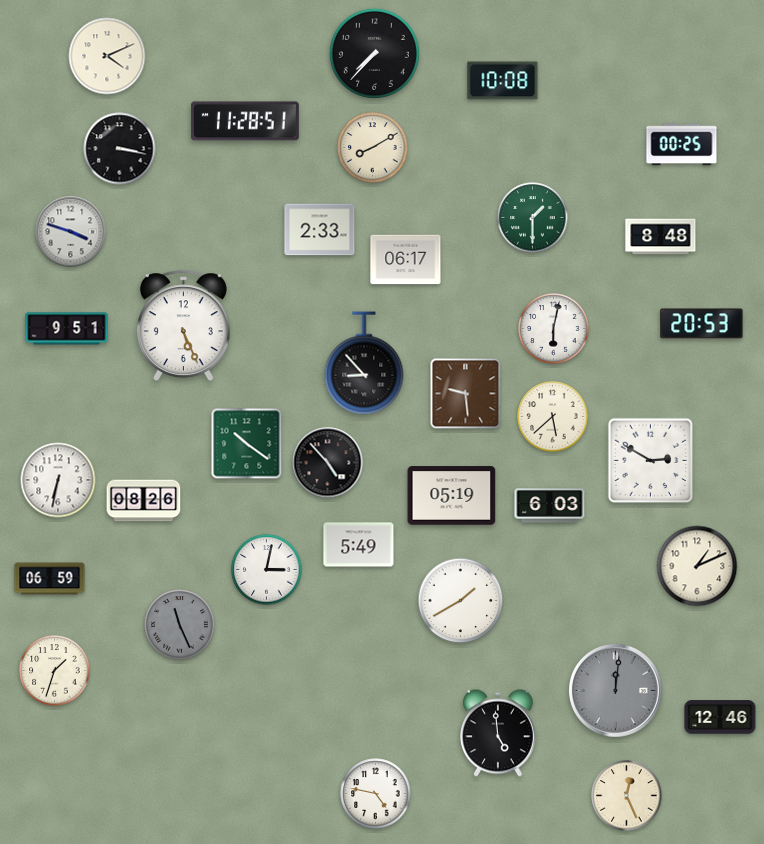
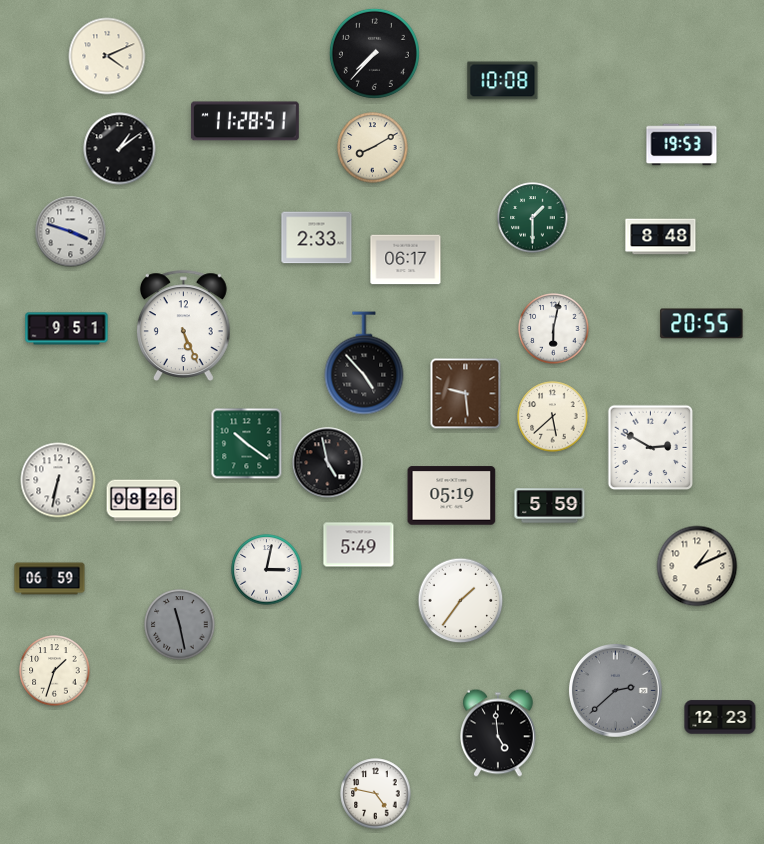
clock at (682, 145): 00:25 -> 19:53
clock at (120, 149): 3:17 -> 1:09
clock at (320, 230) position: (320, 230) -> (317, 238)
clock at (702, 324): 20:53 -> 20:55
clock at (364, 363): 8:53 -> 4:53
clock at (651, 461) position: (651, 461) -> (651, 448)
clock at (328, 463): 4:53 -> 4:58
clock at (550, 506): 6:03 -> 5:59
clock at (461, 601): 1:40 -> 1:36
clock at (180, 625): 11:26 -> 11:28
clock at (616, 691): 12:01 -> 2:38
clock at (720, 717): 12:46 -> 12:23
clock at (627, 796): 12:26 -> none
